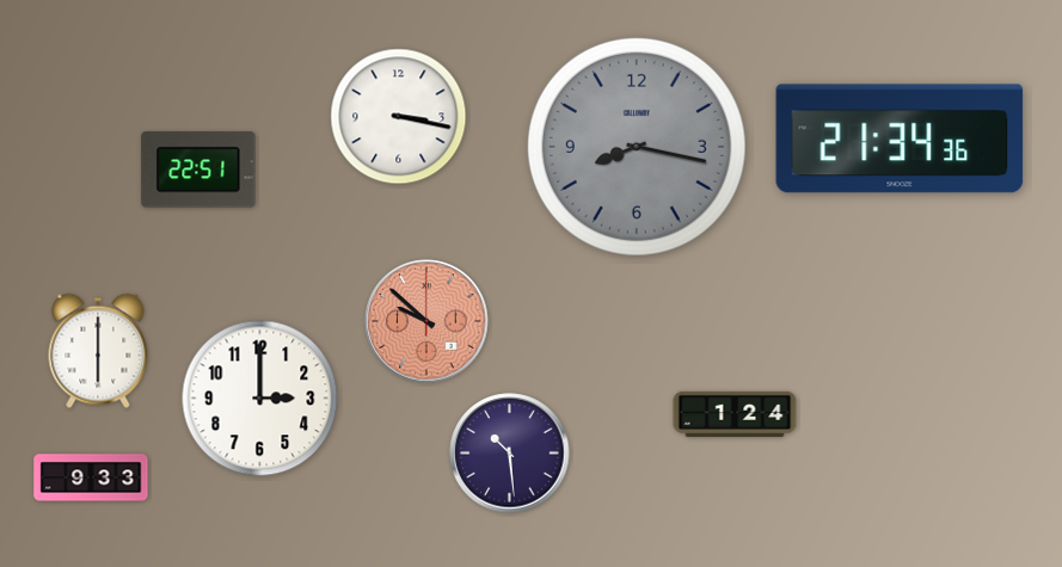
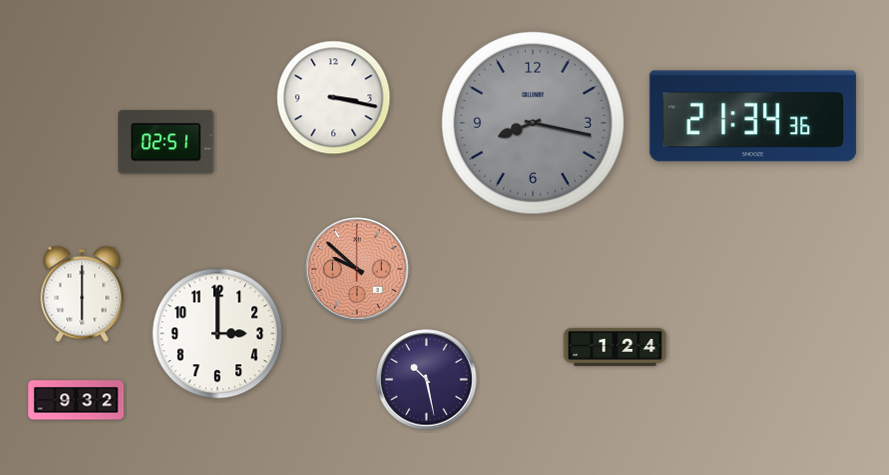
clock at (198, 170): 22:51 -> 02:51
clock at (510, 454): 10:29 -> 10:28
clock at (91, 477): 9:33 -> 9:32
